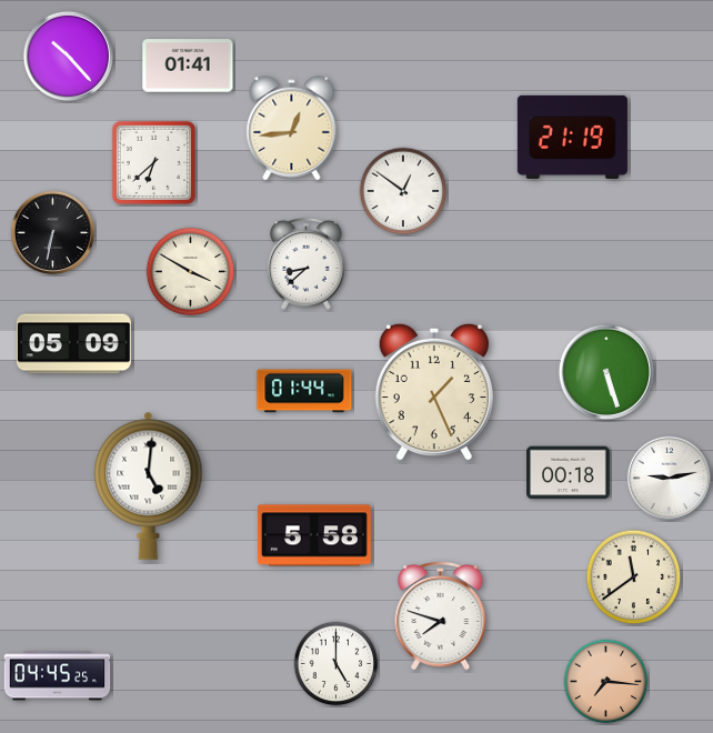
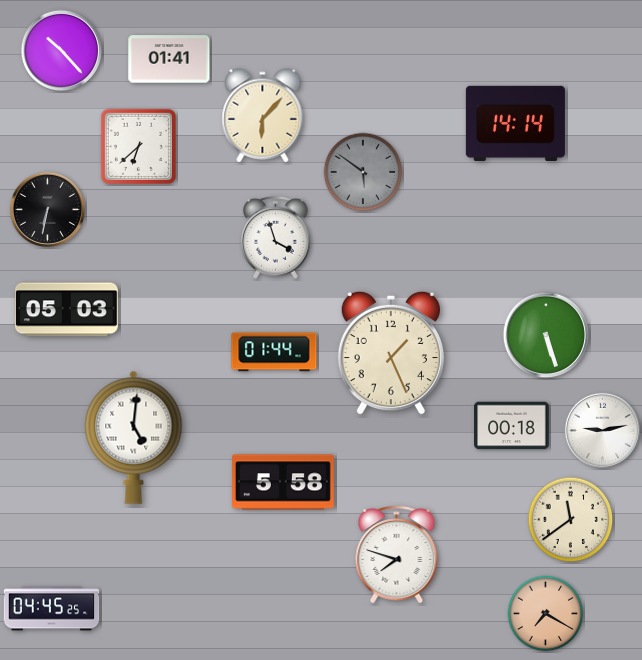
clock at (292, 129): 12:44 -> 6:07
clock at (572, 137): 21:19 -> 14:14
clock at (403, 191): 12:51 -> 5:51
clock at (403, 191) dial: white -> grey
clock at (307, 263): 8:38 -> 3:57
clock at (191, 272): 3:50 -> none
clock at (73, 344): 05:09 -> 05:03
clock at (337, 664): 5:00 -> none
clock at (606, 682): 7:16 -> 7:20
